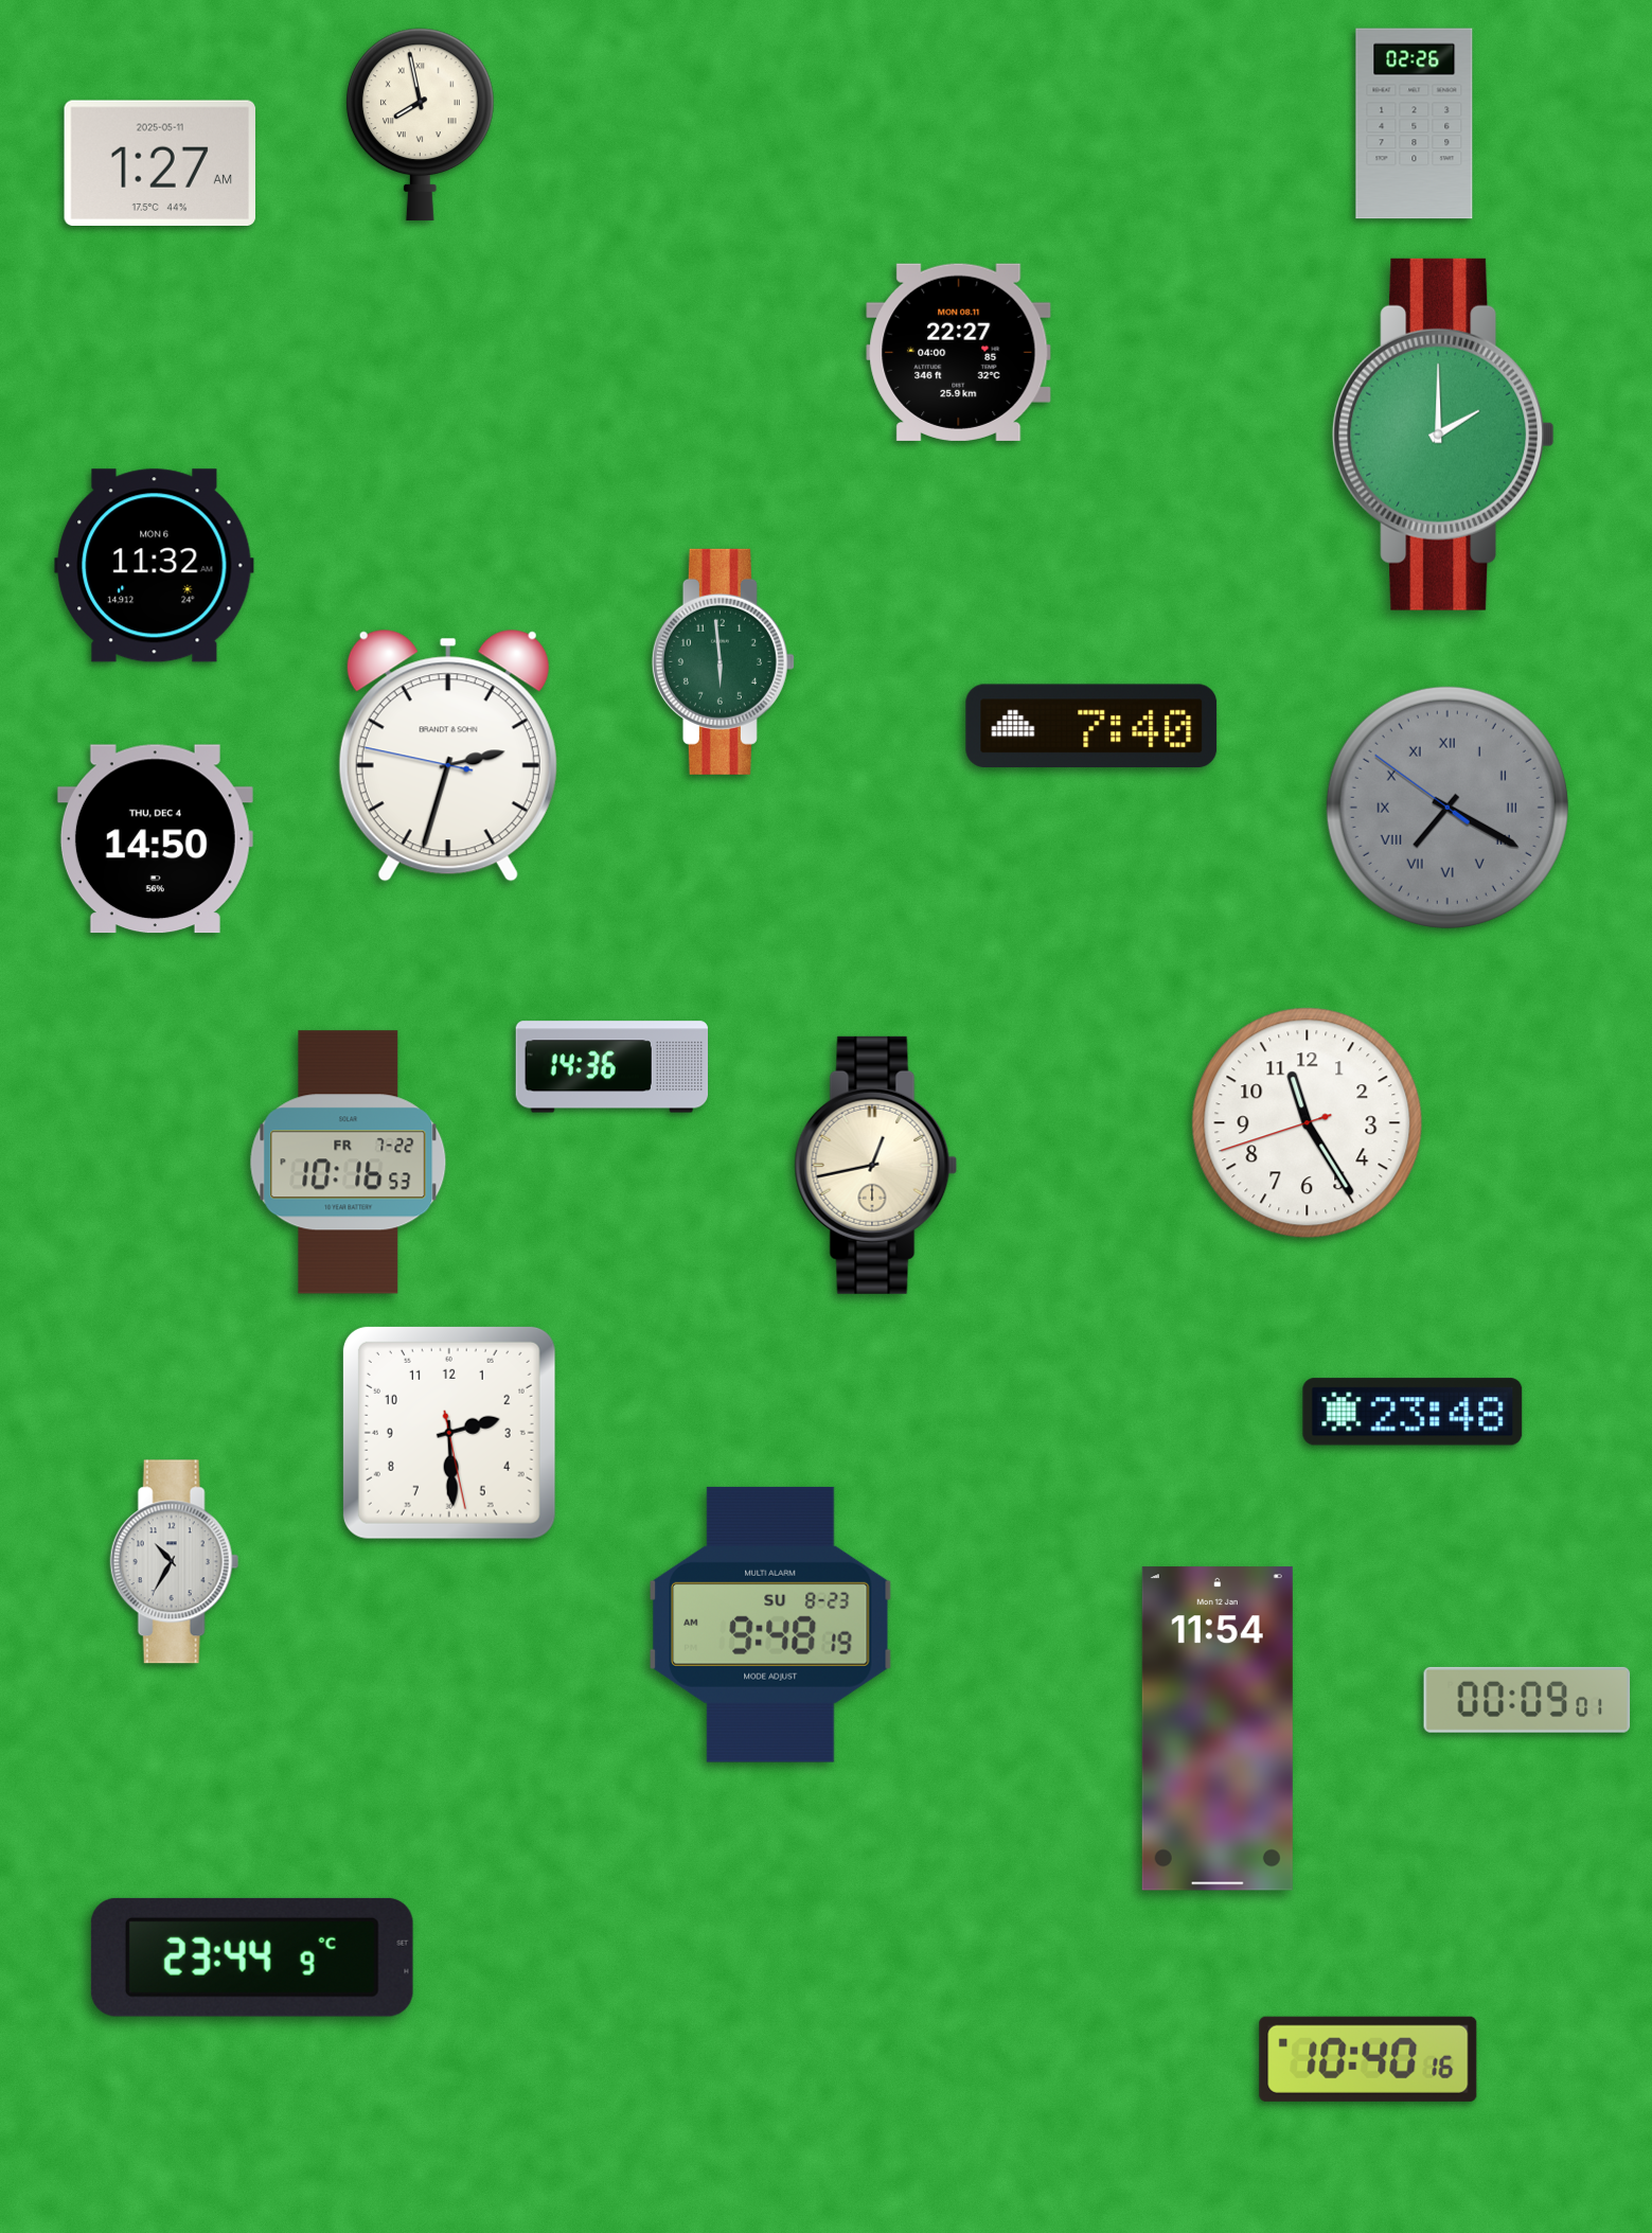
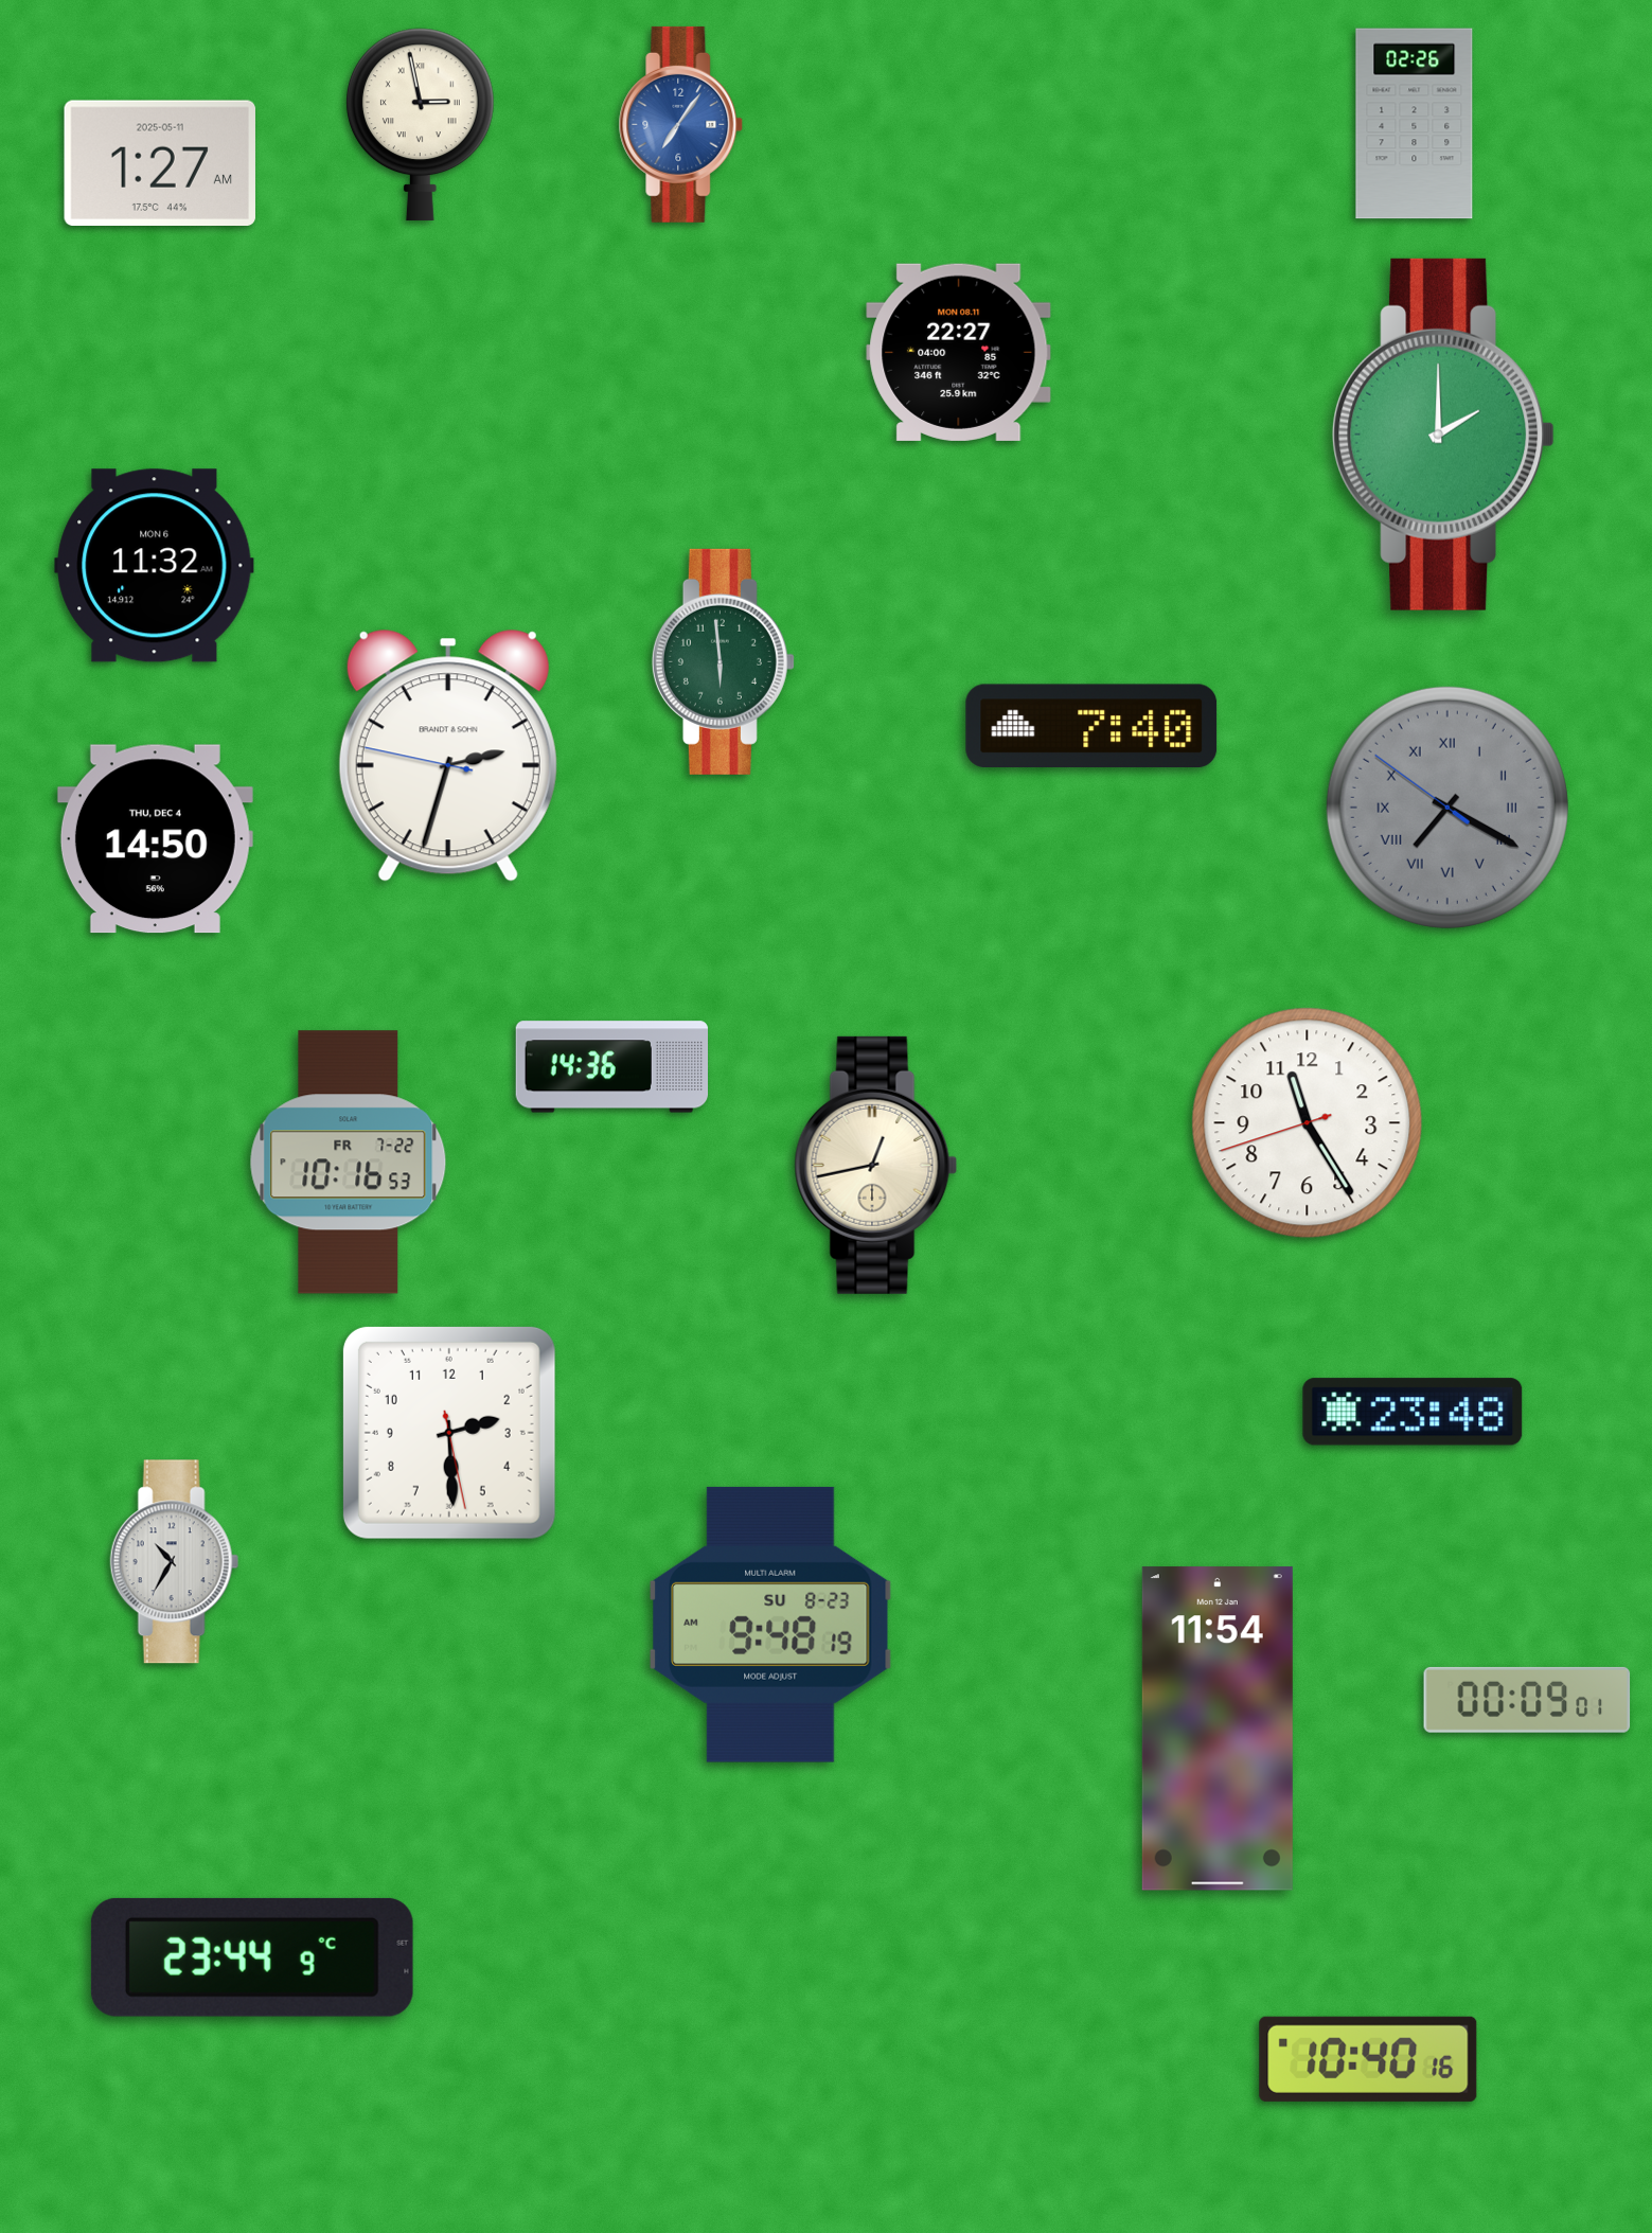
clock at (420, 124): 7:58 -> 2:58
clock at (681, 124): none -> 7:06
